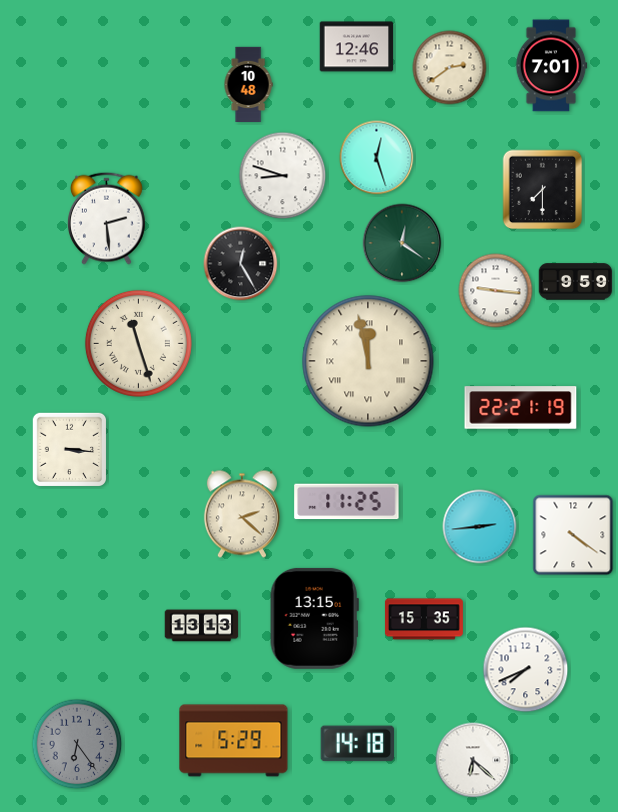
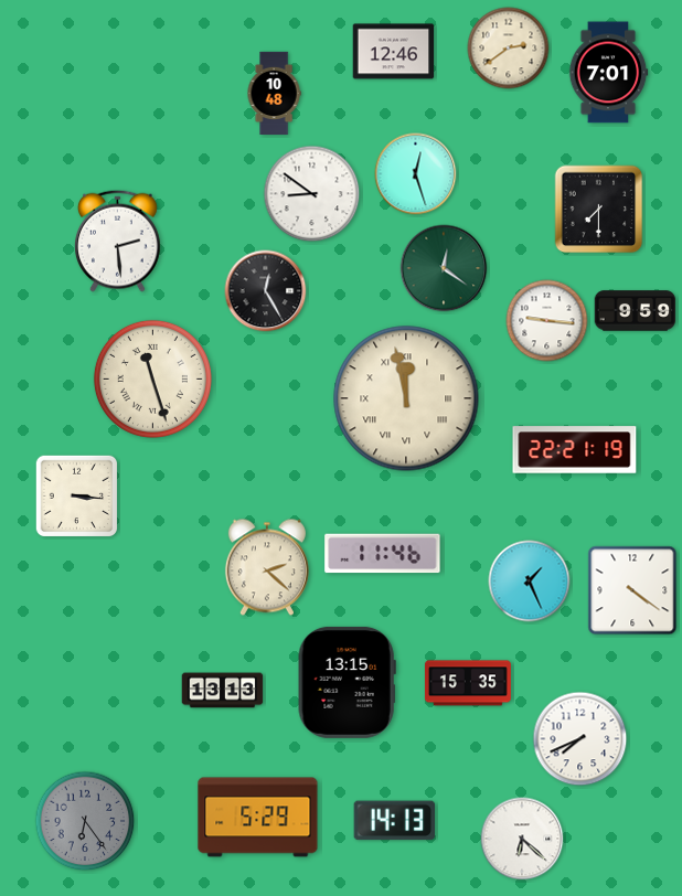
clock at (450, 68) position: (450, 68) -> (509, 49)
clock at (283, 176): 8:48 -> 8:51
clock at (347, 502): 11:25 -> 11:46
clock at (480, 527): 2:44 -> 1:26
clock at (357, 744): 14:18 -> 14:13
